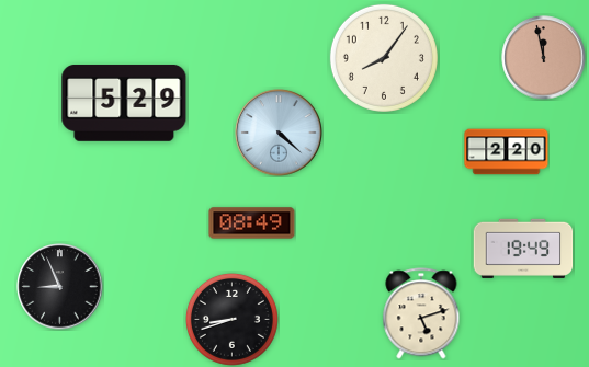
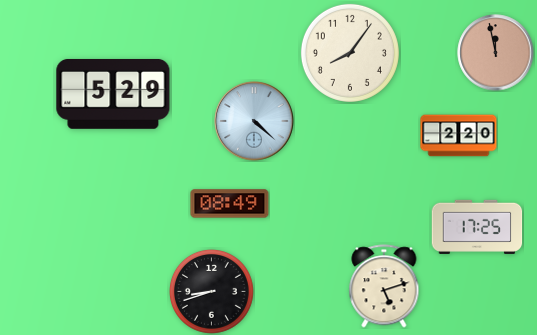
clock at (507, 152) position: (507, 152) -> (459, 136)
clock at (523, 249): 19:49 -> 17:25
clock at (60, 287): 8:56 -> none
